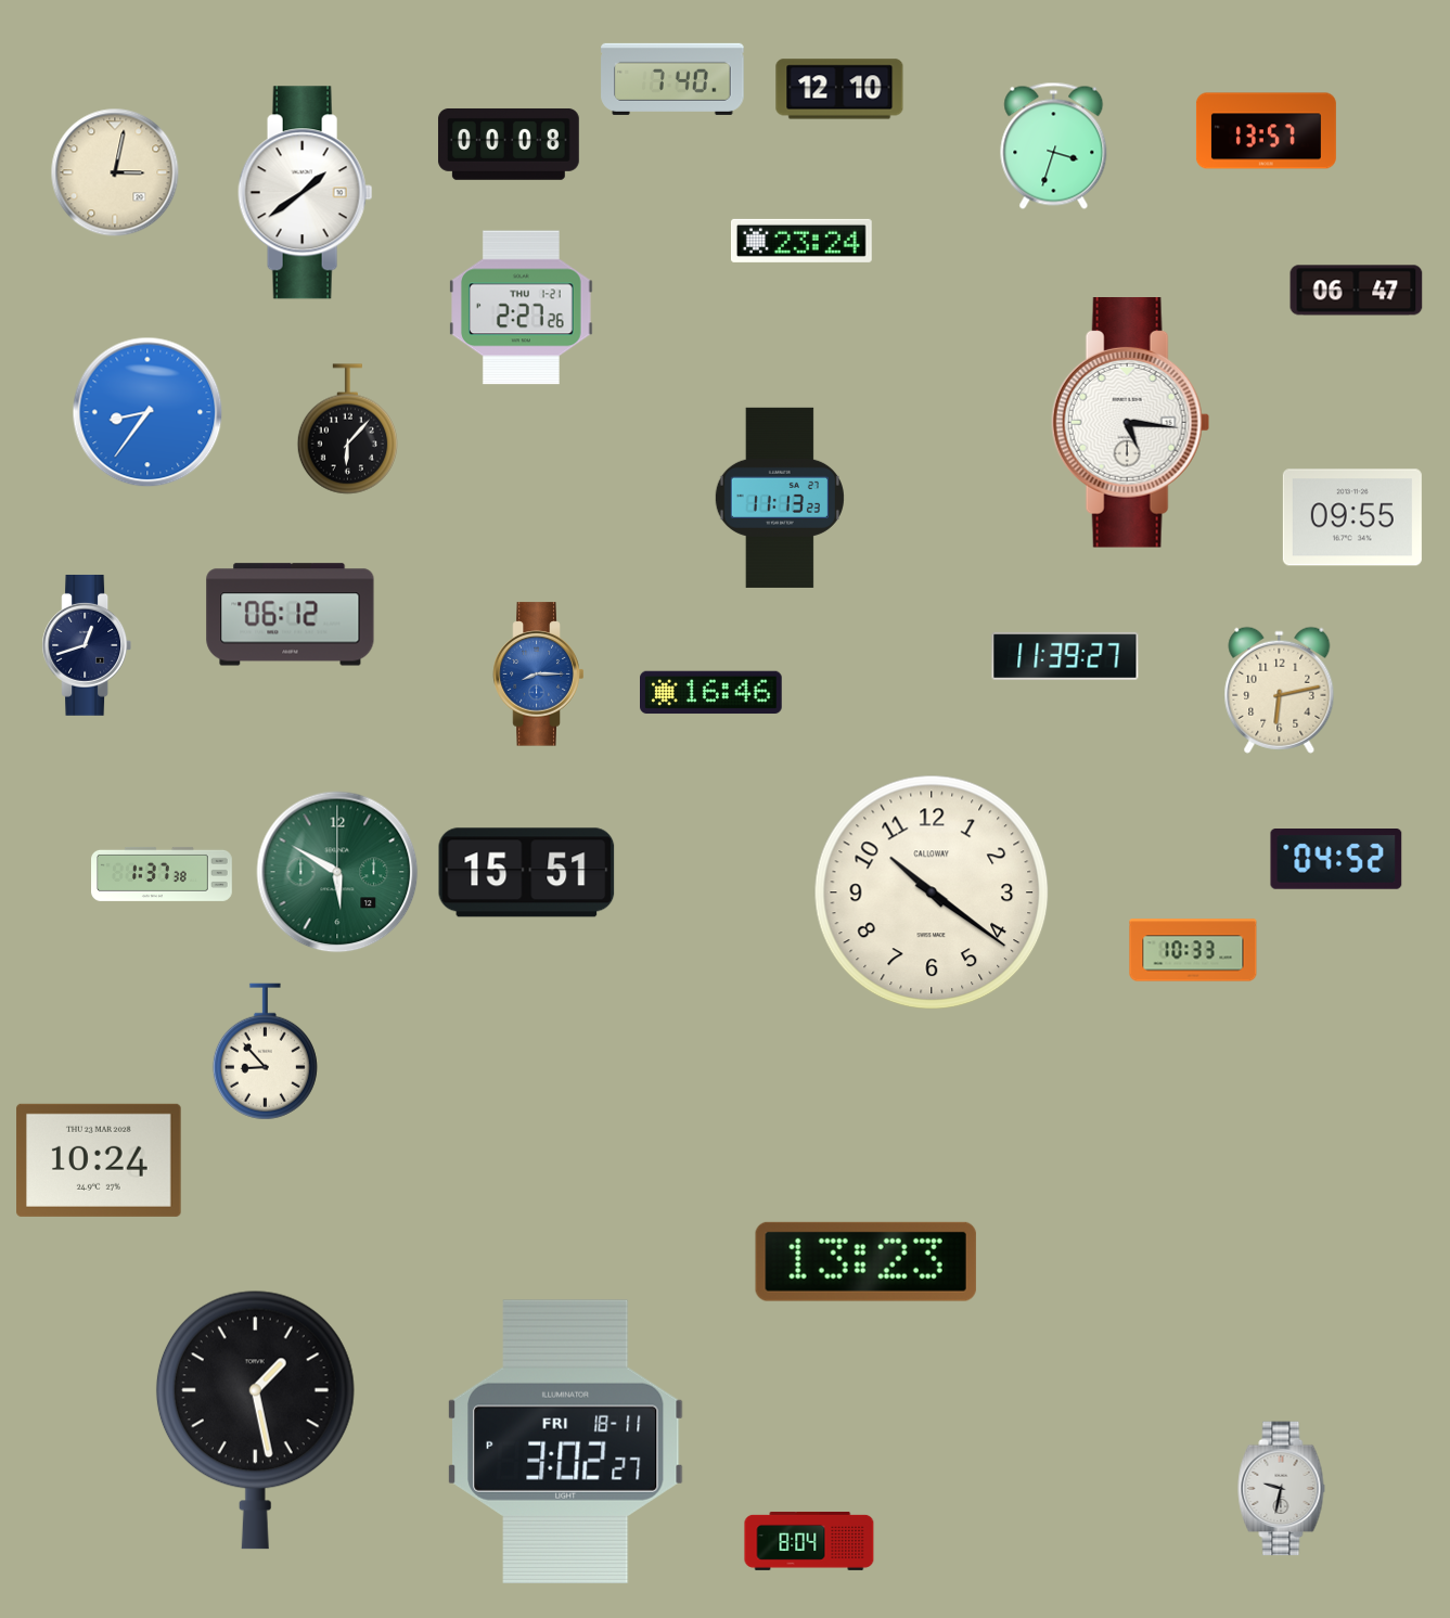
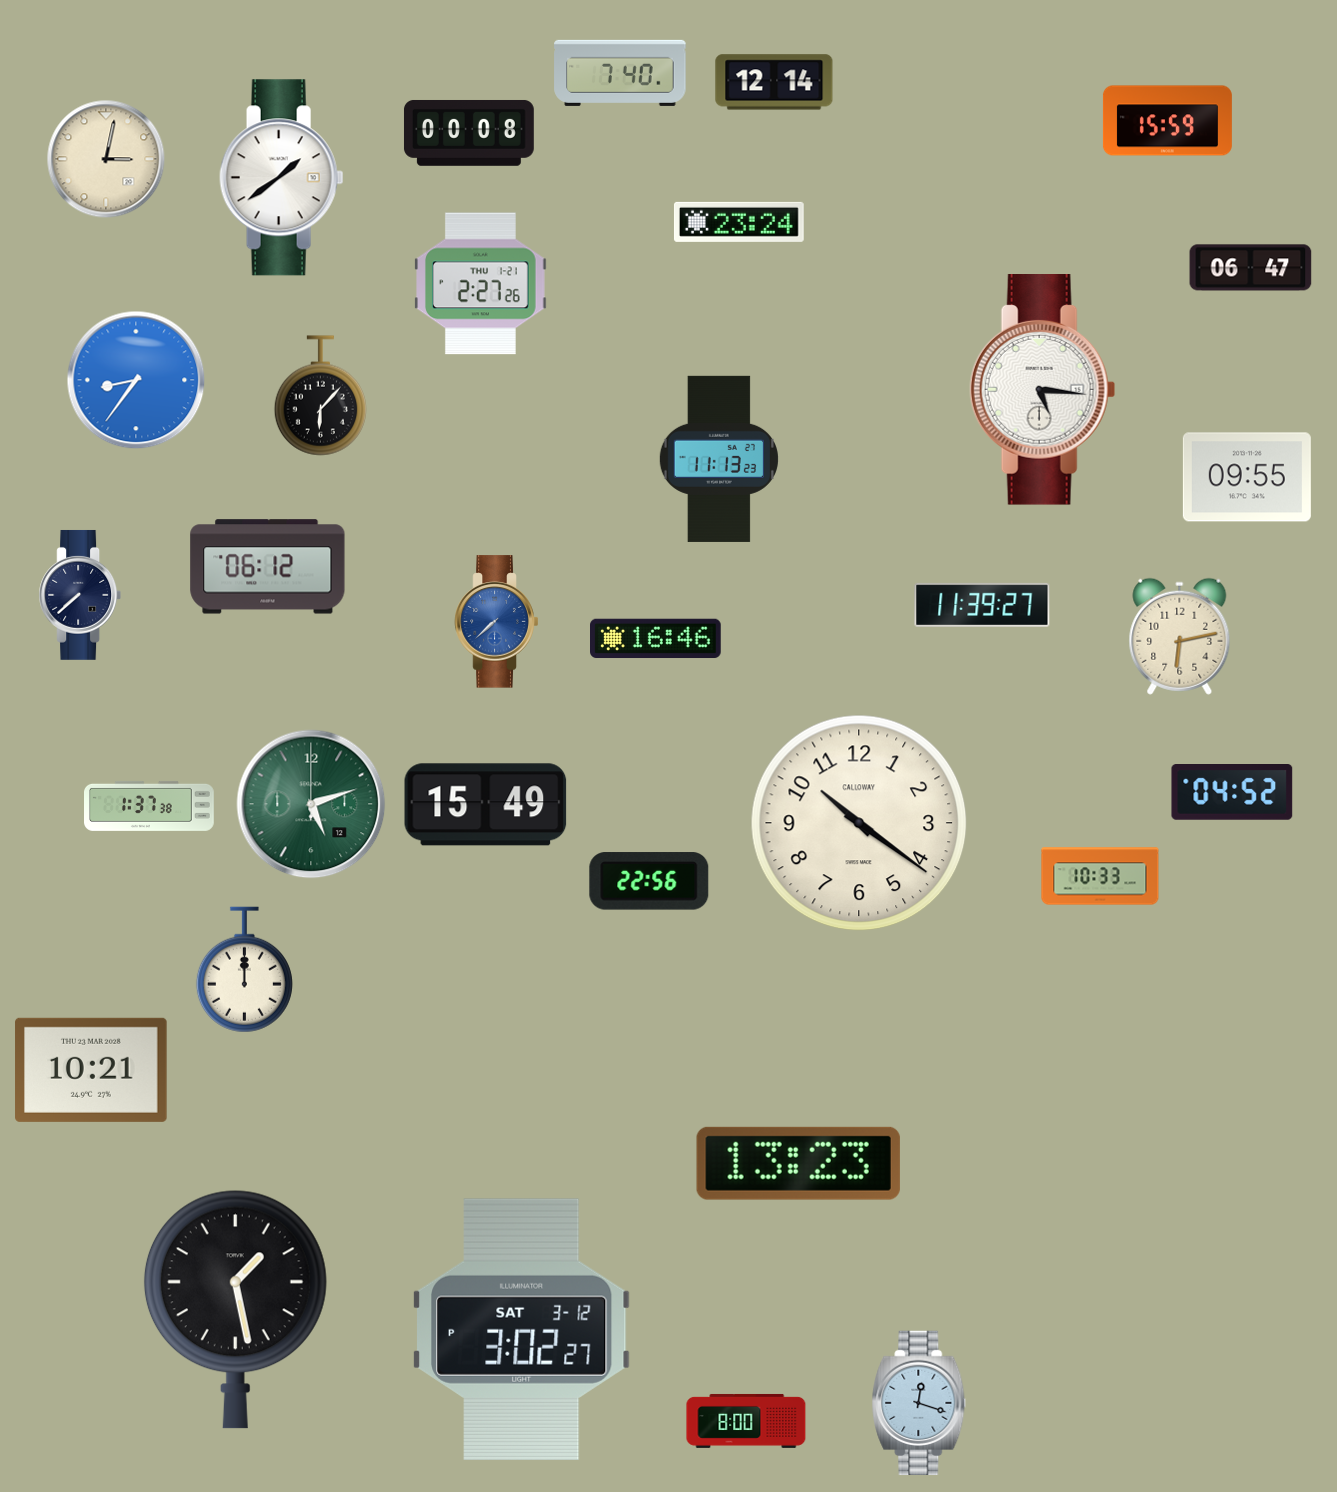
clock at (839, 89): 12:10 -> 12:14
clock at (1266, 131): 13:57 -> 15:59
clock at (1054, 145): 3:33 -> none
clock at (87, 645): 12:42 -> 7:38
clock at (539, 675): 8:15 -> 7:38
clock at (337, 872): 5:50 -> 5:12
clock at (527, 873): 15:51 -> 15:49
clock at (649, 881): none -> 22:56
clock at (265, 1052): 8:53 -> 12:00
clock at (99, 1160): 10:24 -> 10:21
clock at (566, 1441) date: FRI 18-11 -> SAT 3-12
clock at (1282, 1489): 9:32 -> none
clock at (919, 1403): none -> 12:18
clock at (809, 1541): 8:04 -> 8:00
